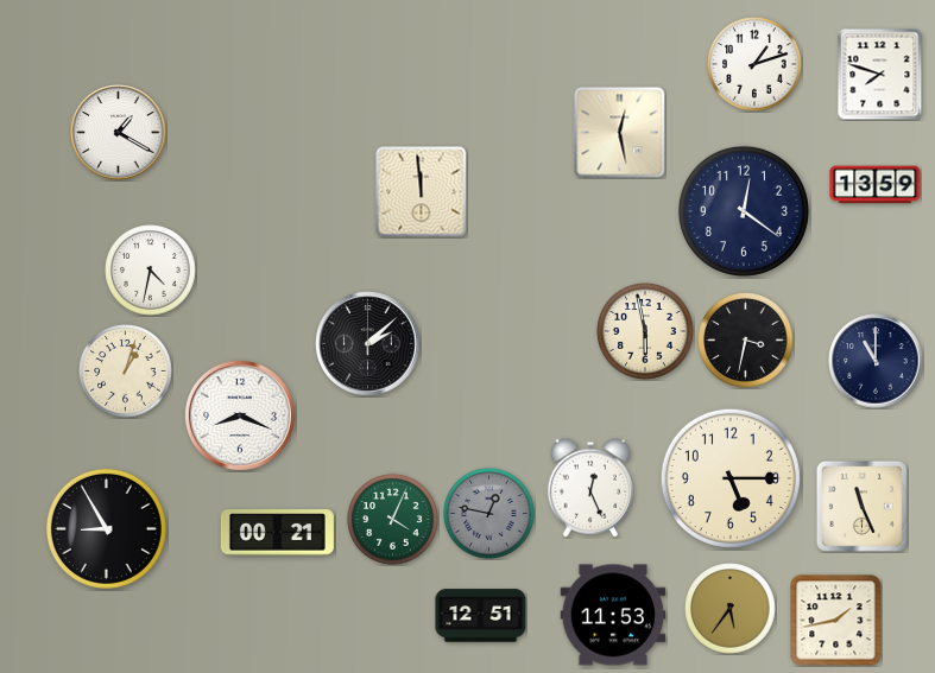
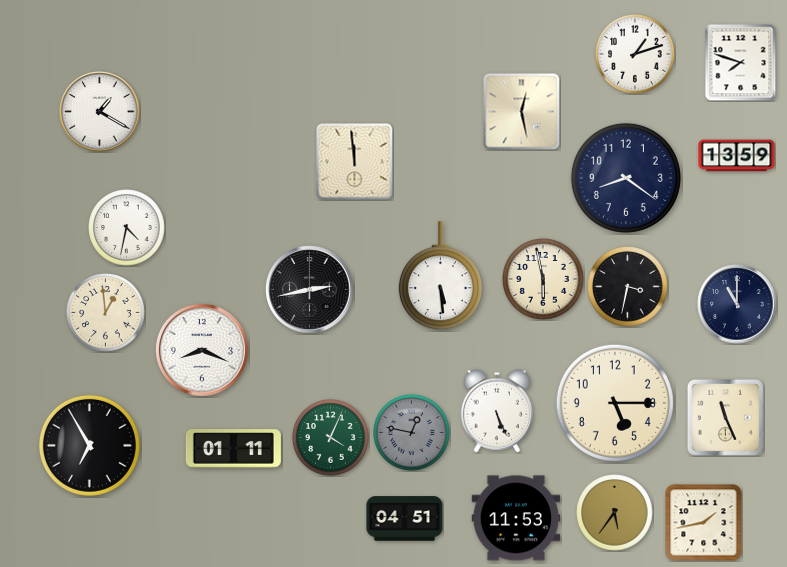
clock at (744, 211): 12:21 -> 8:21
clock at (440, 276): none -> 5:29
clock at (368, 344): 2:08 -> 2:43
clock at (126, 372): 1:03 -> 12:59
clock at (590, 488): 12:26 -> 5:26
clock at (861, 506) position: (861, 506) -> (725, 417)
clock at (106, 528): 8:55 -> 6:55
clock at (277, 533): 00:21 -> 01:11
clock at (481, 616): 12:51 -> 04:51
